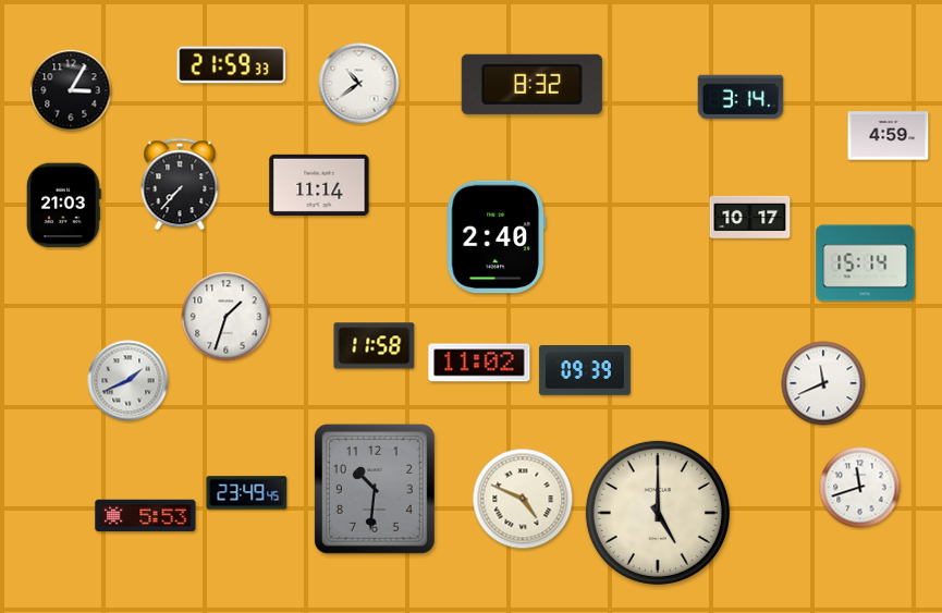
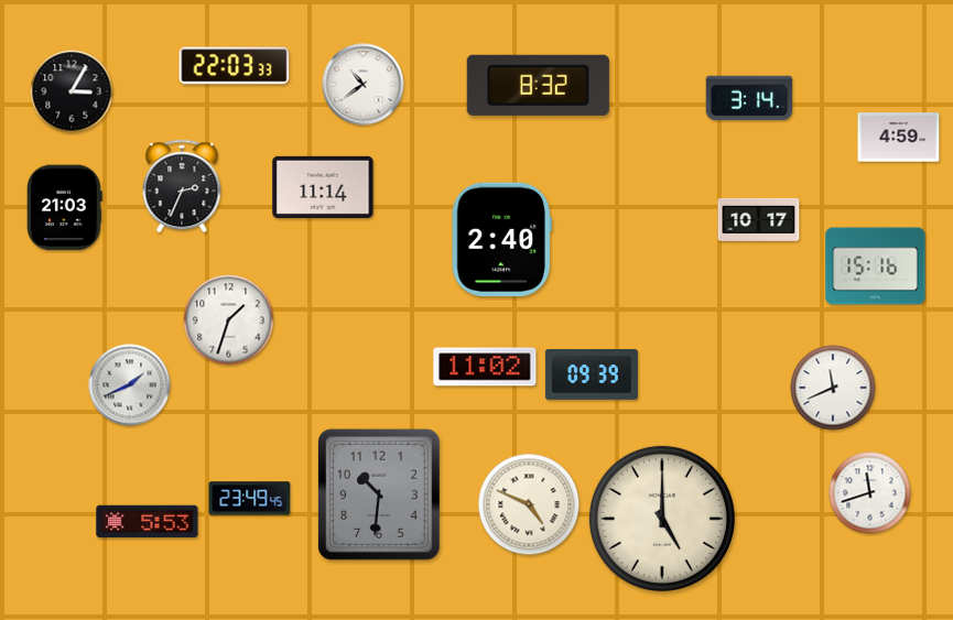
clock at (232, 65): 21:59 -> 22:03
clock at (180, 184): 7:37 -> 2:34
clock at (866, 263): 15:14 -> 15:16
clock at (375, 346): 11:58 -> none
clock at (658, 513) position: (658, 513) -> (662, 519)
